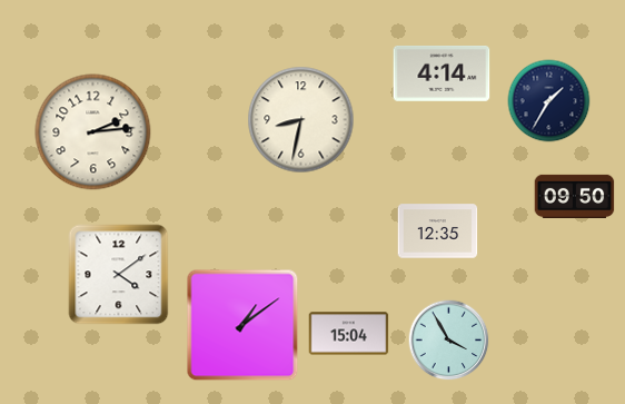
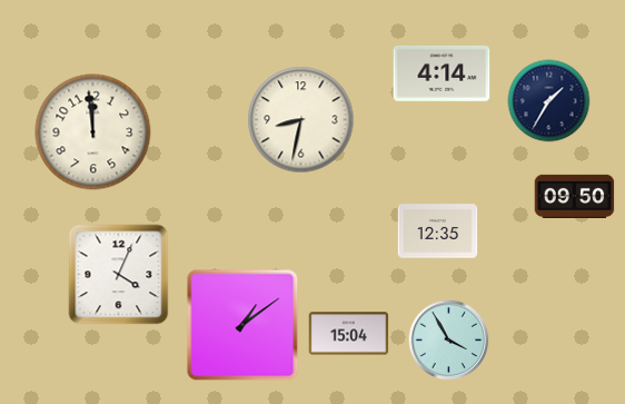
clock at (93, 132): 2:14 -> 11:59
clock at (119, 275): 4:09 -> 4:04
